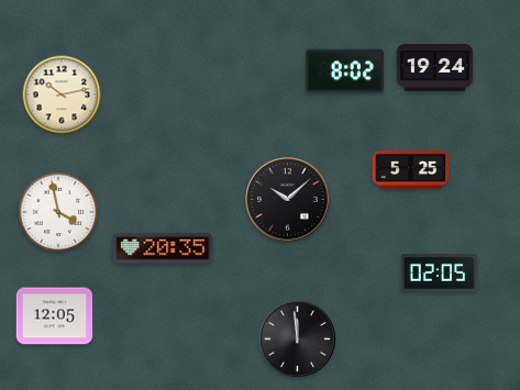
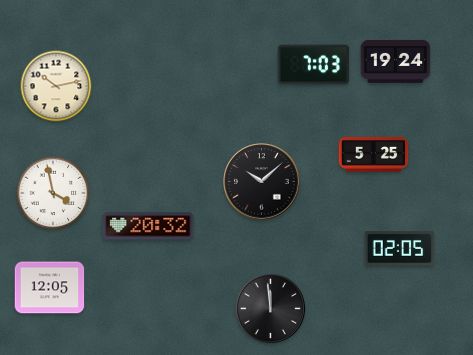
clock at (344, 71): 8:02 -> 7:03
clock at (163, 248): 20:35 -> 20:32
